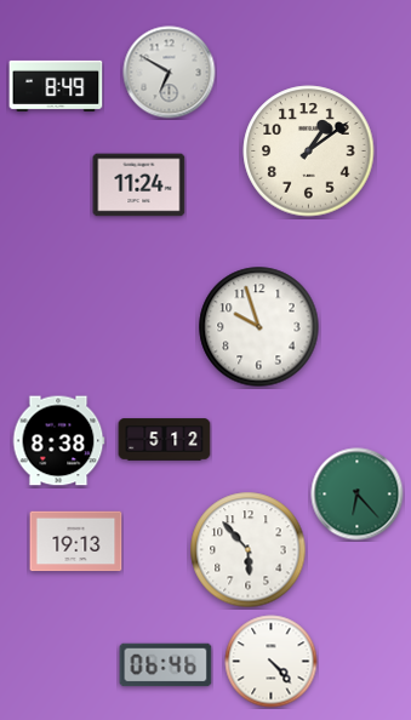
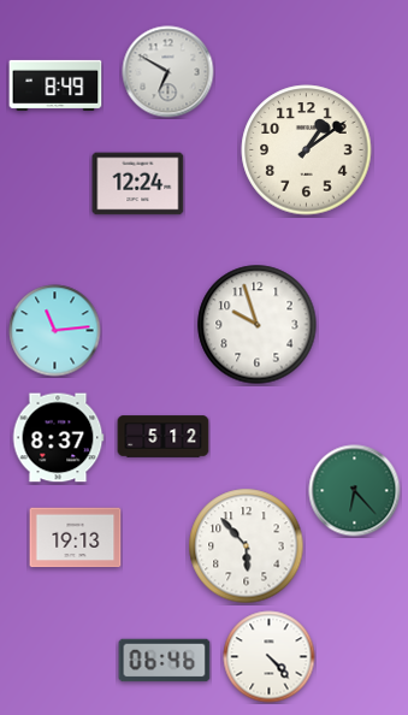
clock at (139, 185): 11:24 -> 12:24
clock at (55, 331): none -> 11:14
clock at (58, 441): 8:38 -> 8:37
